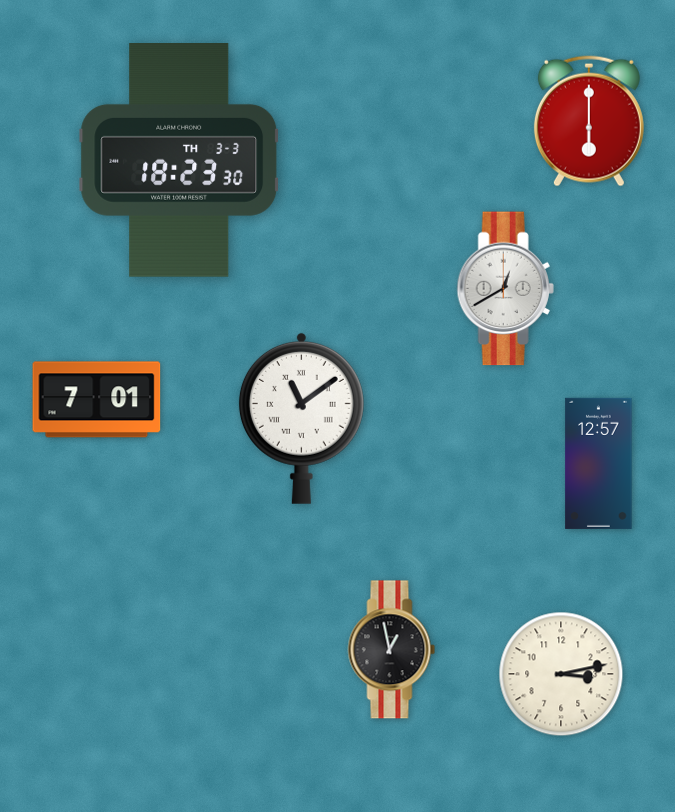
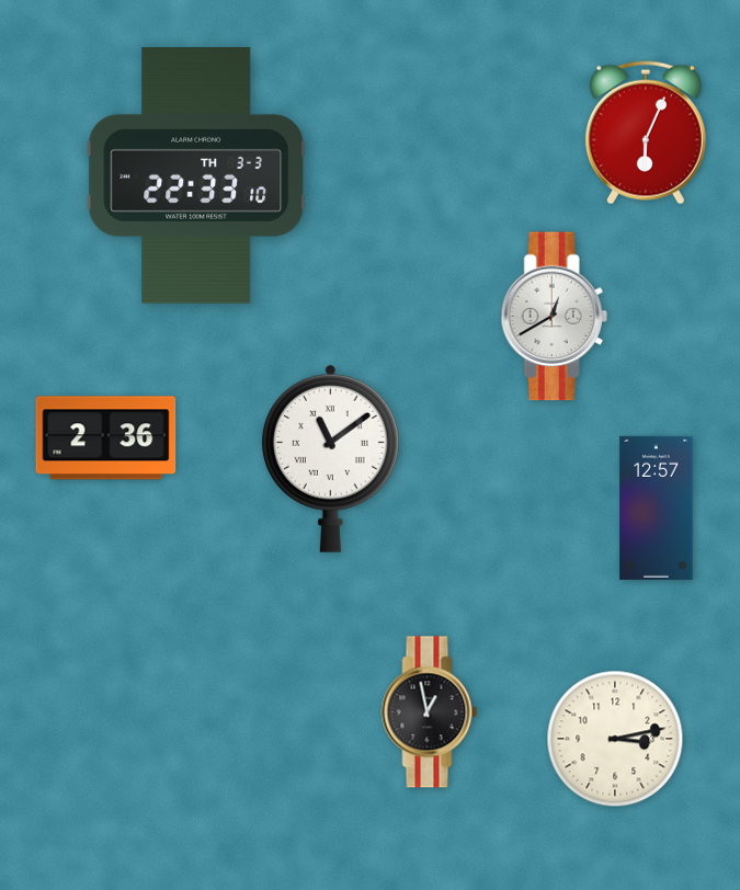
clock at (589, 121): 6:00 -> 6:04
clock at (179, 161): 18:23 -> 22:33
clock at (97, 400): 7:01 -> 2:36
